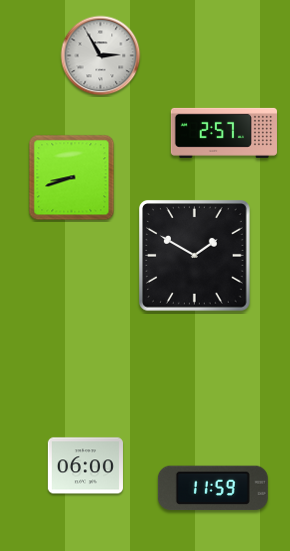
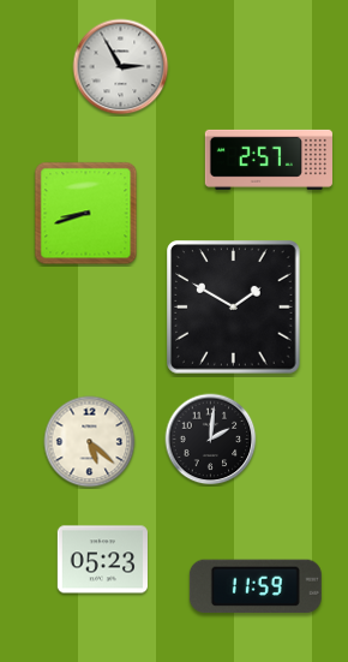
clock at (211, 440): none -> 2:01
clock at (90, 442): none -> 5:22
clock at (85, 466): 06:00 -> 05:23
